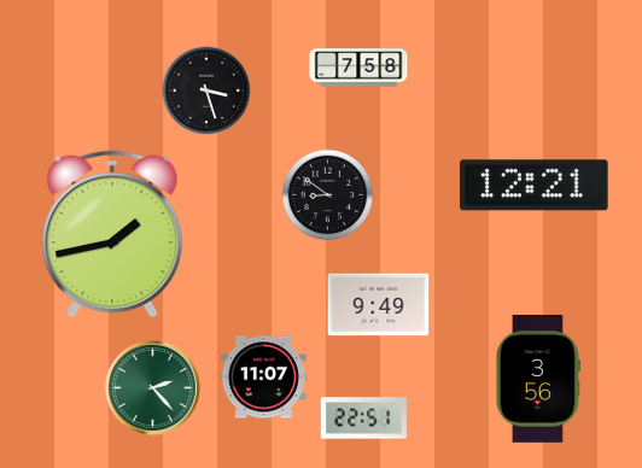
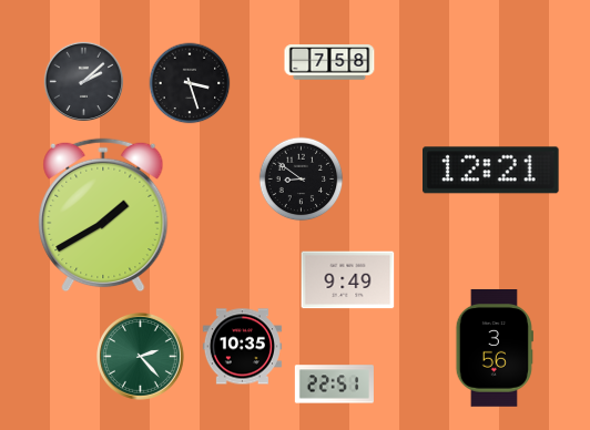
clock at (83, 81): none -> 2:08
clock at (112, 234): 1:43 -> 1:40
clock at (263, 378): 11:07 -> 10:35
